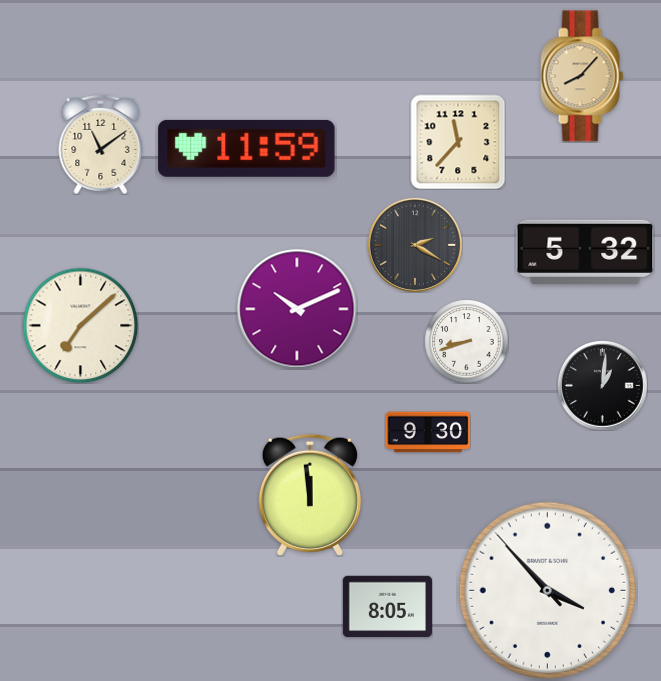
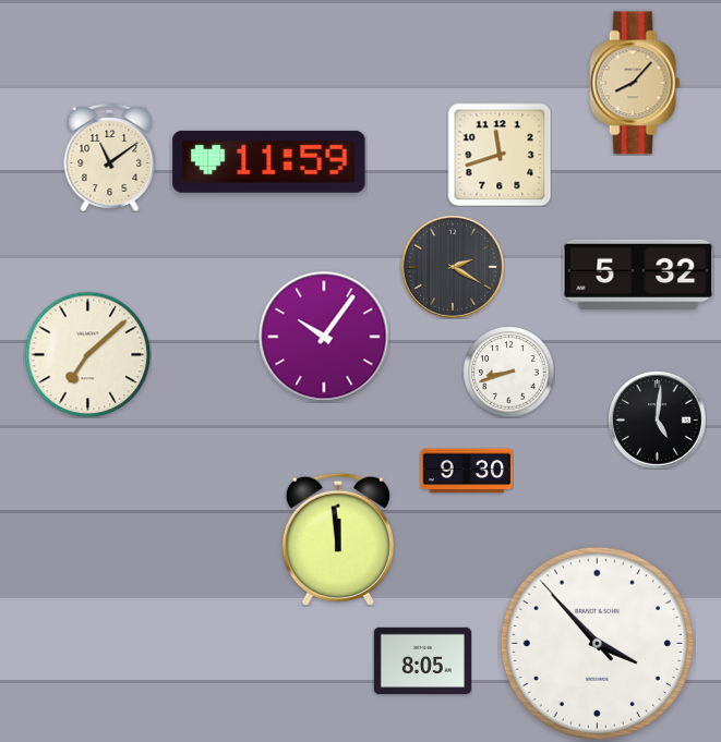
clock at (458, 142): 11:37 -> 11:42
clock at (297, 309): 10:11 -> 10:06
clock at (602, 385): 1:01 -> 5:01
